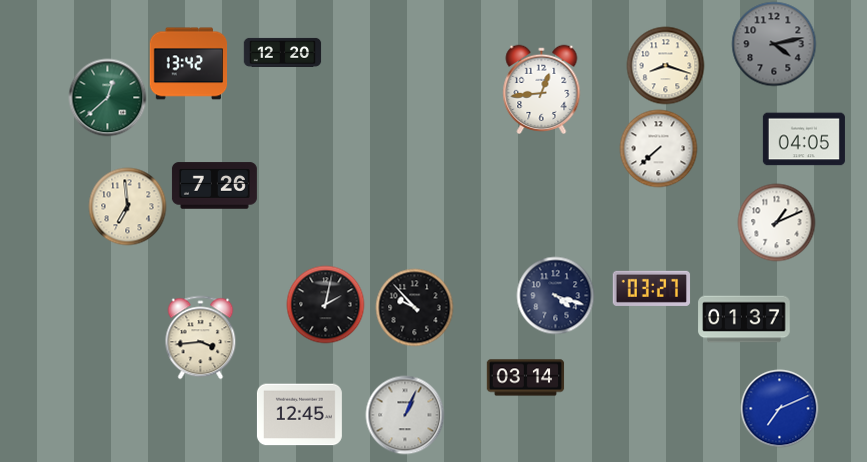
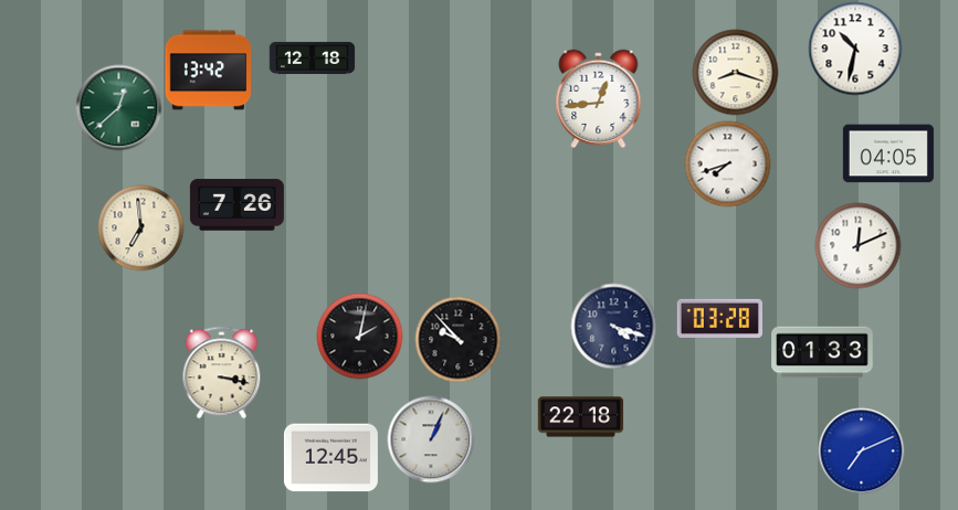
clock at (774, 44): 4:13 -> 10:32
clock at (774, 44) dial: grey -> white
clock at (282, 52): 12:20 -> 12:18
clock at (658, 148): 7:38 -> 7:42
clock at (776, 222): 1:11 -> 12:11
clock at (651, 288): 03:27 -> 03:28
clock at (744, 319): 01:37 -> 01:33
clock at (201, 337): 3:44 -> 3:17
clock at (525, 378): 03:14 -> 22:18
clock at (405, 415) position: (405, 415) -> (431, 439)
